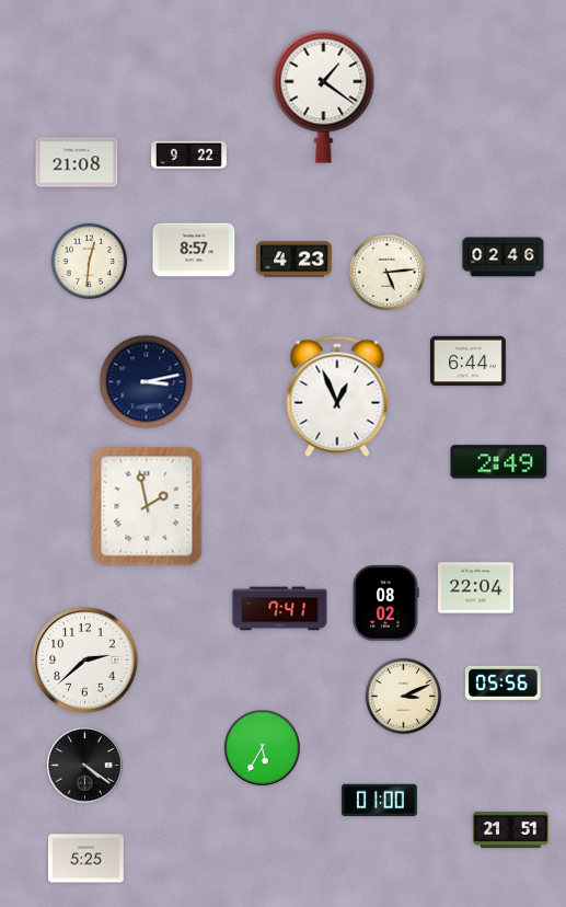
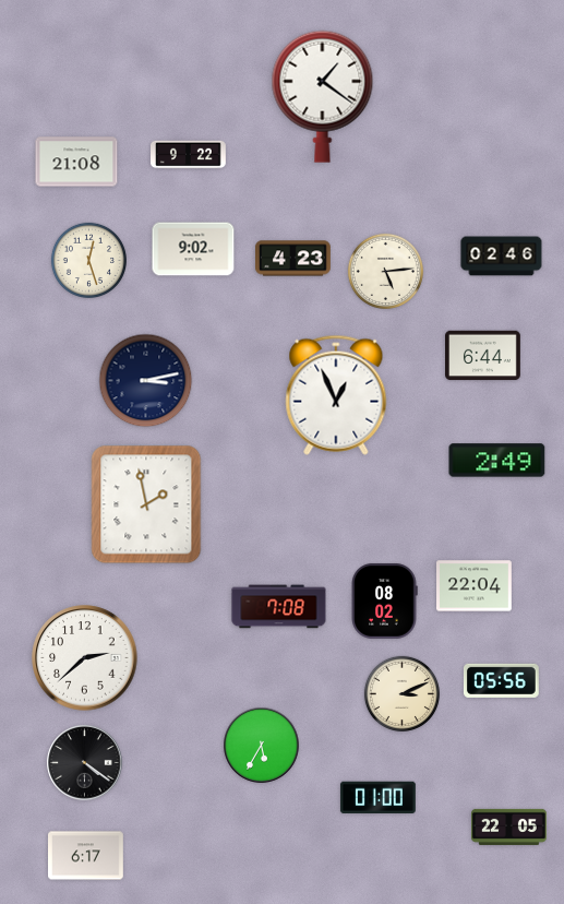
clock at (194, 250): 8:57 -> 9:02
clock at (89, 261): 12:31 -> 12:27
clock at (469, 361) position: (469, 361) -> (483, 356)
clock at (280, 609): 7:41 -> 7:08
clock at (511, 829): 21:51 -> 22:05
clock at (86, 859): 5:25 -> 6:17
